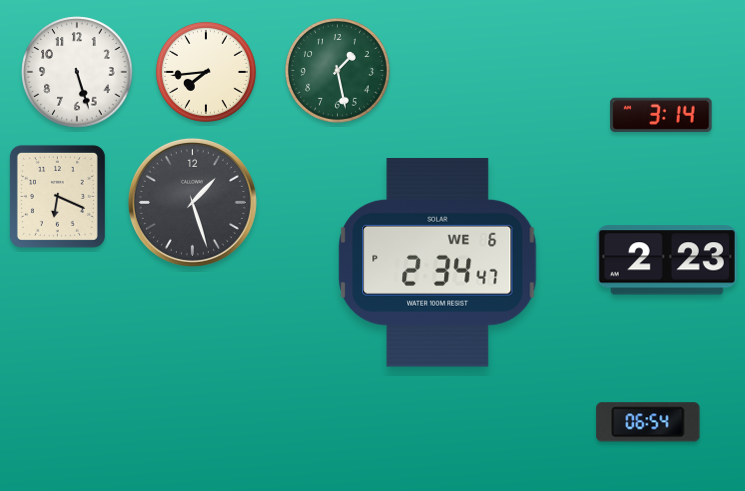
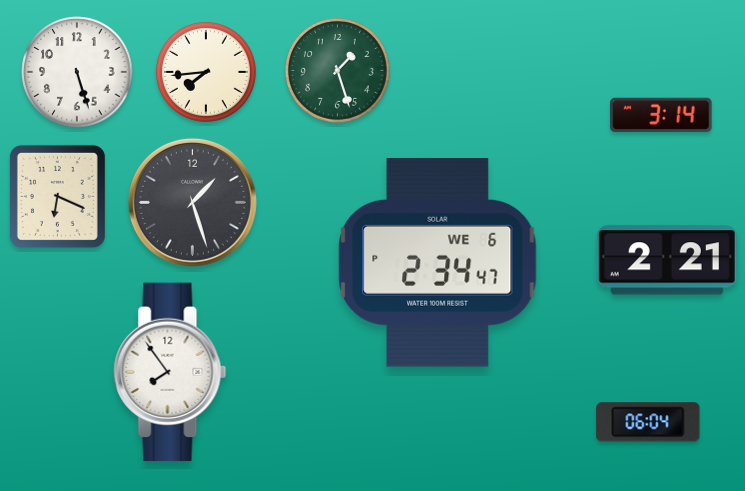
clock at (338, 71): 1:28 -> 1:27
clock at (667, 260): 2:23 -> 2:21
clock at (170, 372): none -> 7:54
clock at (648, 422): 06:54 -> 06:04
